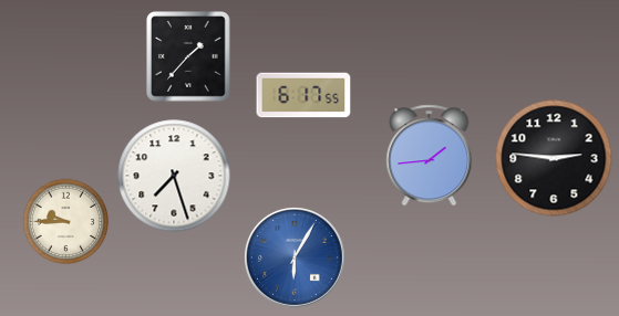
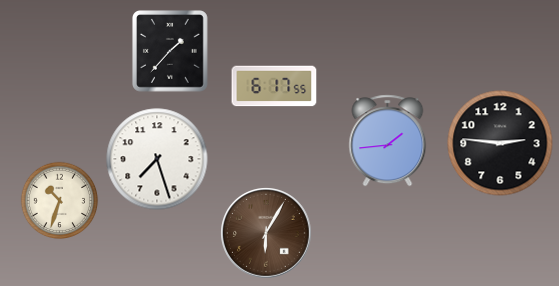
clock at (66, 222): 9:45 -> 10:33
clock at (296, 259) dial: blue -> brown
